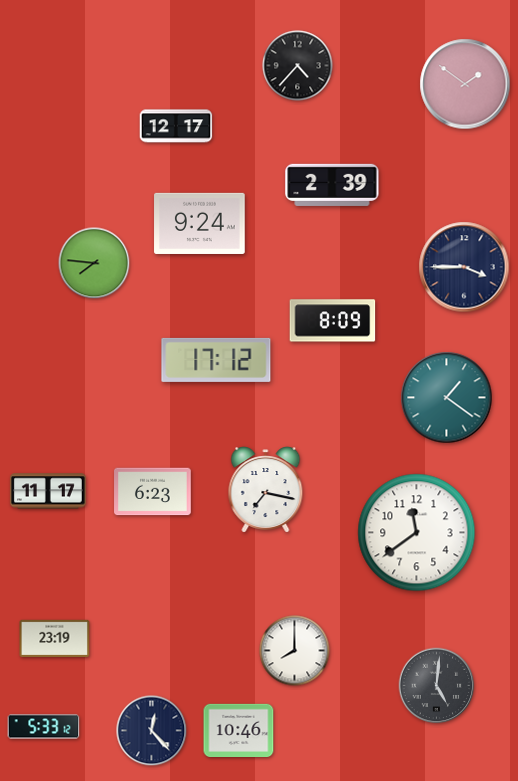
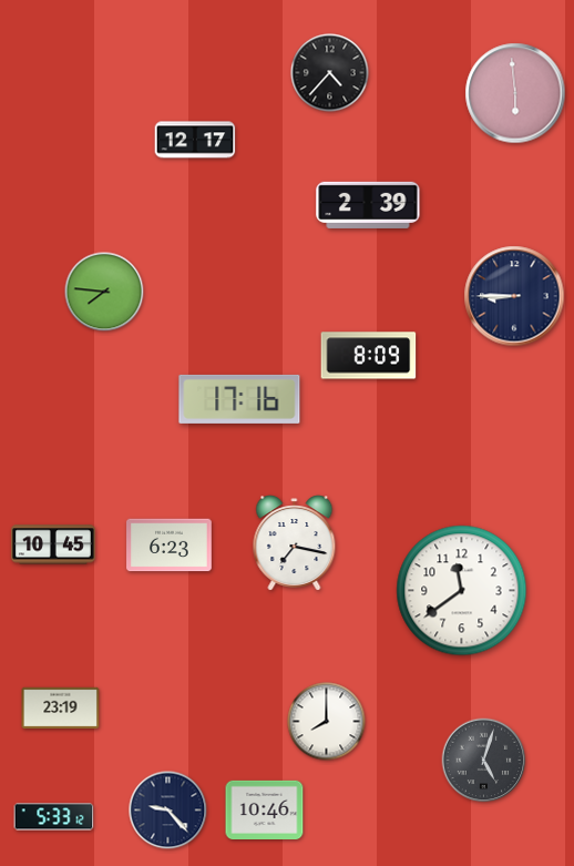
clock at (465, 84): 1:51 -> 5:59
clock at (200, 223): 9:24 -> none
clock at (464, 267): 3:45 -> 8:45
clock at (216, 360): 17:12 -> 17:16
clock at (447, 398): 1:21 -> none
clock at (48, 491): 11:17 -> 10:45
clock at (437, 686): 5:01 -> 5:03
clock at (44, 727) position: (44, 727) -> (54, 817)
clock at (152, 731): 12:23 -> 9:23
